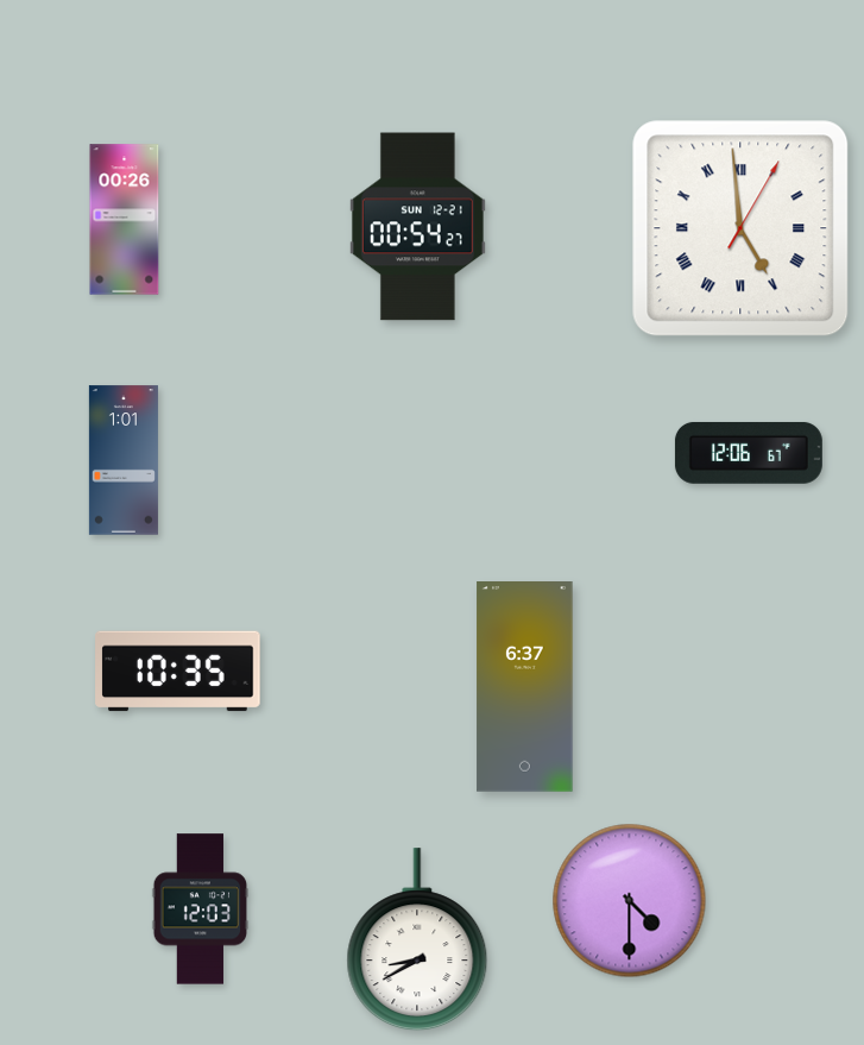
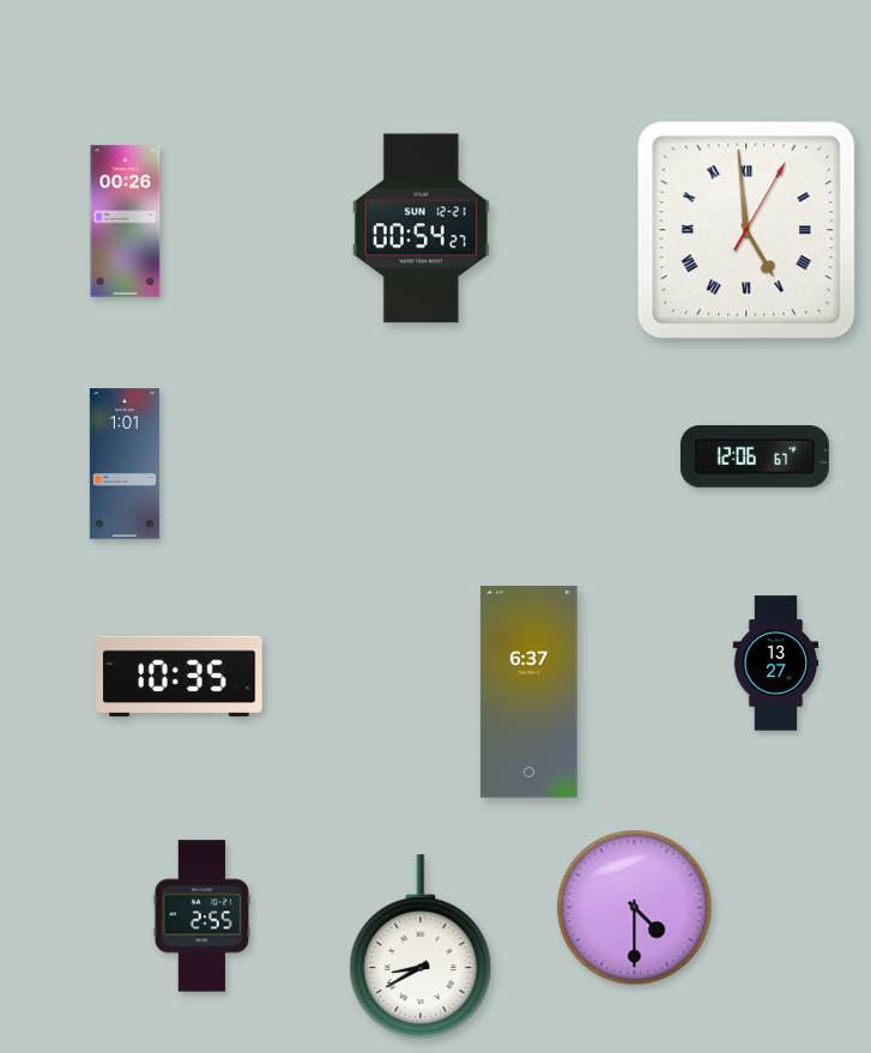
clock at (776, 664): none -> 13:27
clock at (201, 909): 12:03 -> 2:55
